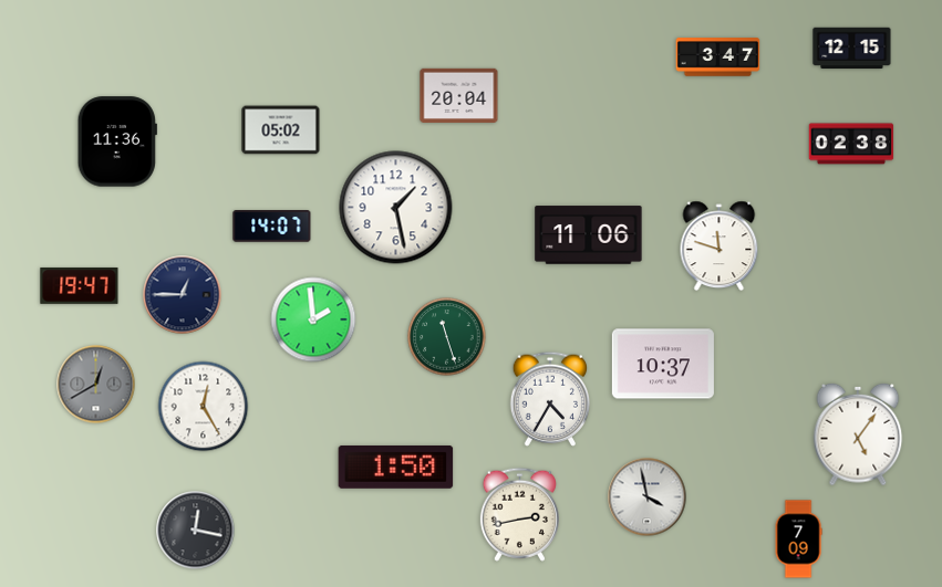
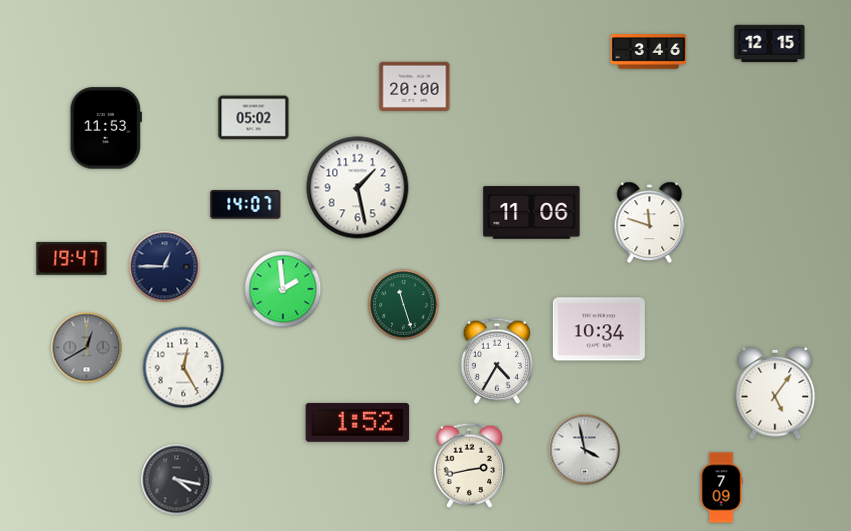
clock at (718, 57): 3:47 -> 3:46
clock at (459, 95): 20:04 -> 20:00
clock at (117, 141): 11:36 -> 11:53
clock at (851, 144): 02:38 -> none
clock at (663, 364): 10:37 -> 10:34
clock at (396, 467): 1:50 -> 1:52
clock at (196, 531): 12:17 -> 4:17
